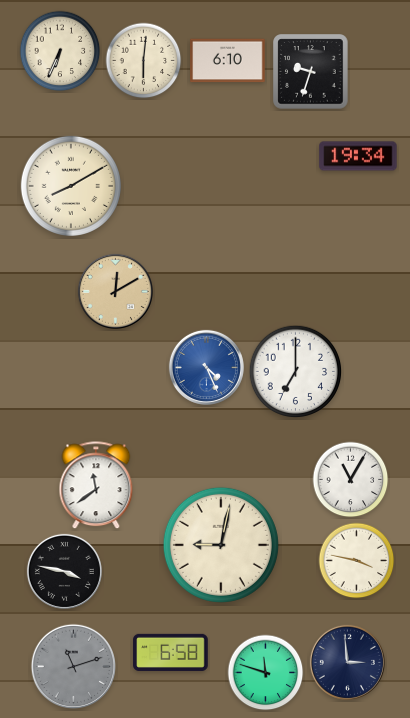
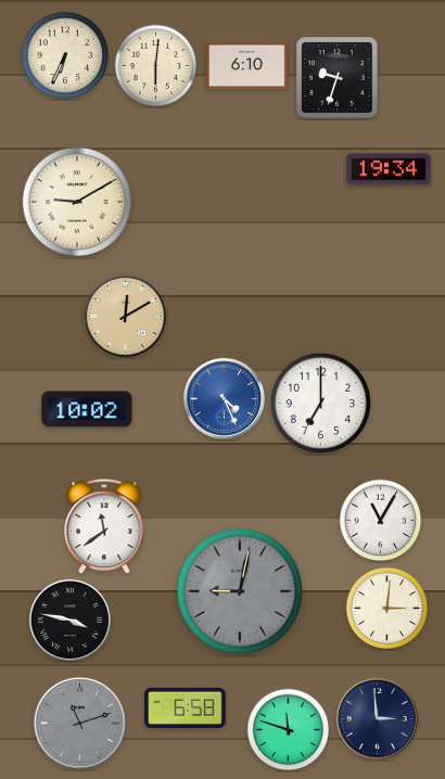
clock at (71, 186): 8:10 -> 9:10
clock at (87, 409): none -> 10:02
clock at (221, 545) dial: cream -> grey
clock at (357, 561): 3:47 -> 3:01
